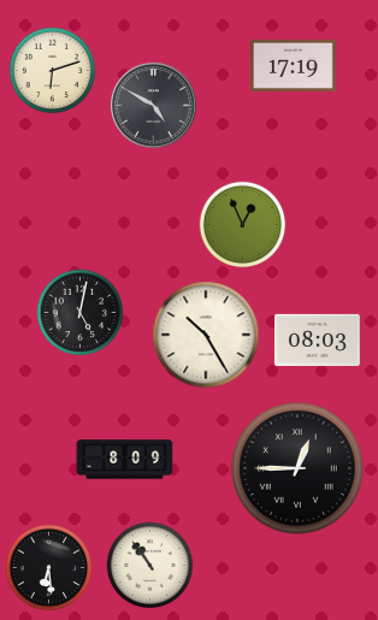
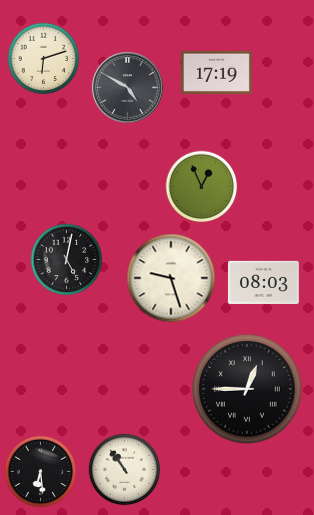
clock at (293, 65) position: (293, 65) -> (216, 72)
clock at (206, 335): 10:25 -> 9:27
clock at (125, 460): 8:09 -> none
